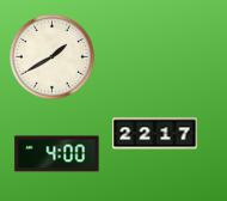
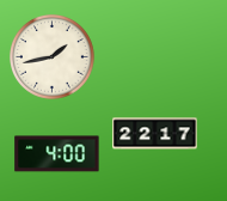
clock at (53, 57): 1:40 -> 1:43
